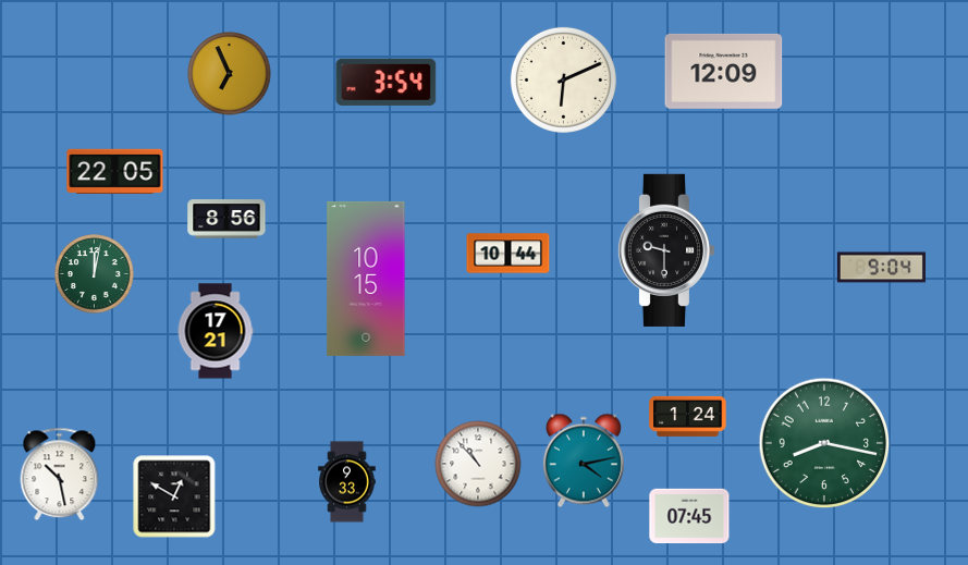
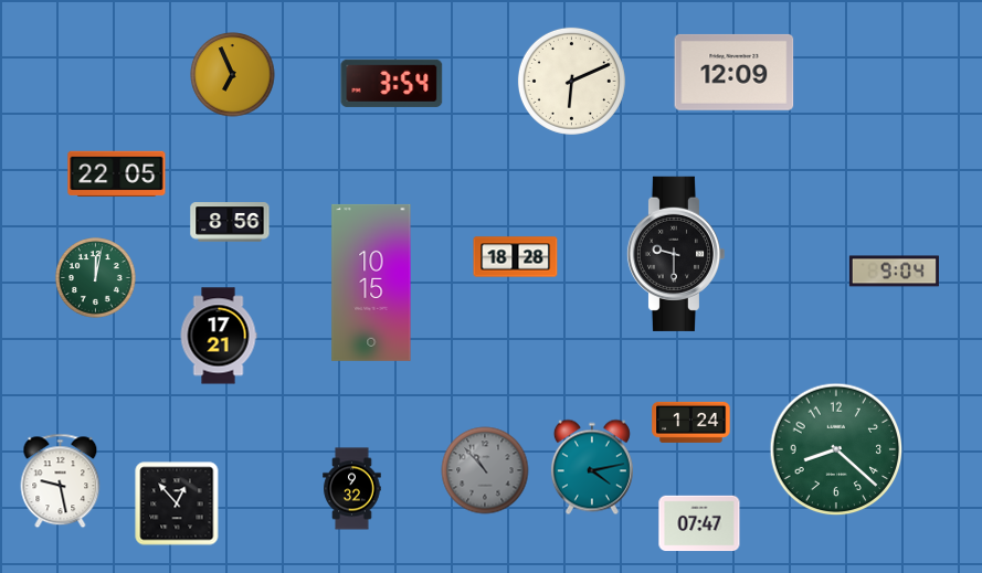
clock at (508, 254): 10:44 -> 18:28
clock at (688, 416) position: (688, 416) -> (691, 422)
clock at (824, 443): 8:17 -> 8:22
clock at (478, 464) dial: white -> grey
clock at (60, 475): 10:28 -> 9:28
clock at (347, 482): 9:33 -> 9:32
clock at (174, 496): 12:50 -> 12:53
clock at (689, 516): 07:45 -> 07:47
